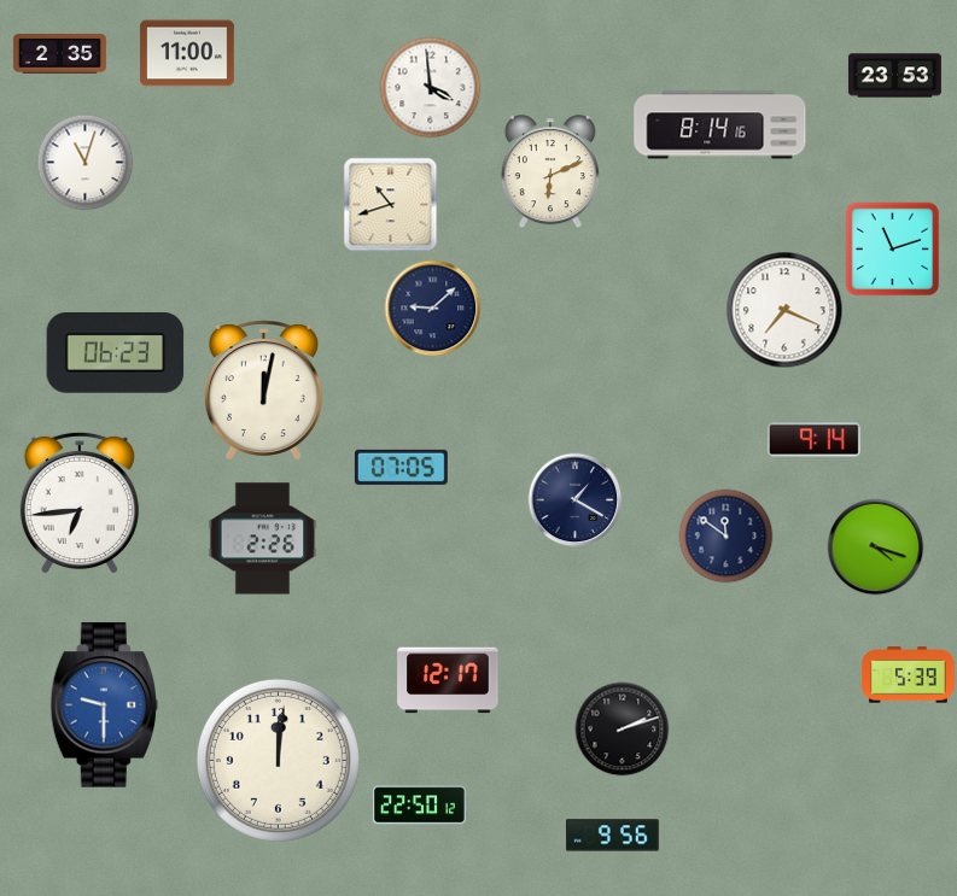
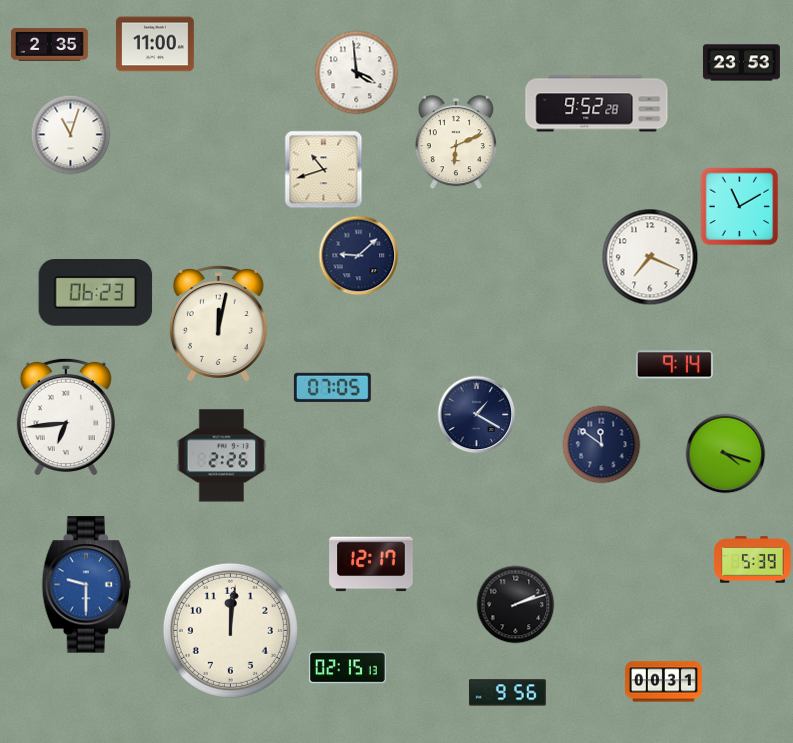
clock at (720, 125): 8:14 -> 9:52
clock at (892, 248): 11:12 -> 11:10
clock at (263, 539) position: (263, 539) -> (222, 456)
clock at (419, 806): 22:50 -> 02:15
clock at (663, 682): none -> 00:31
